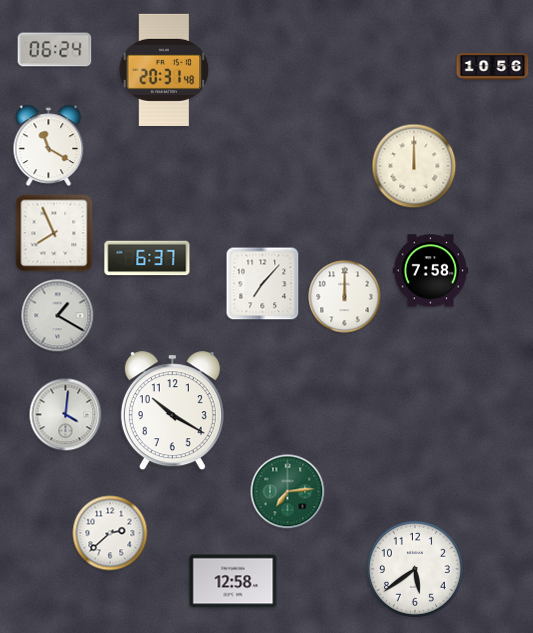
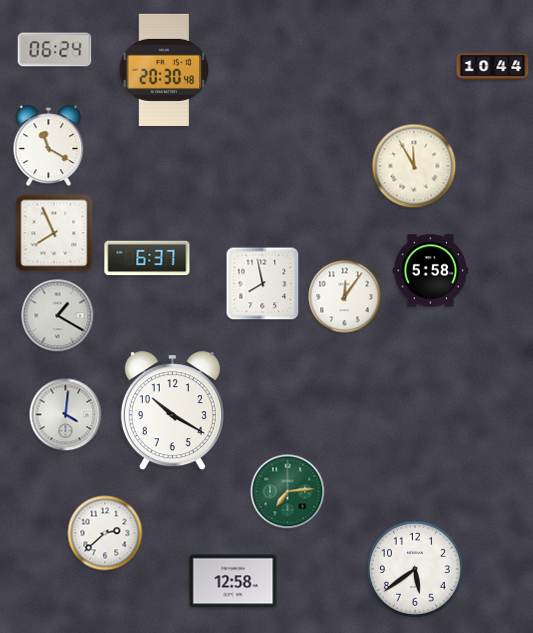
clock at (493, 67): 10:56 -> 10:44
clock at (164, 70): 20:31 -> 20:30
clock at (414, 166): 12:00 -> 11:55
clock at (431, 271): 7:58 -> 5:58
clock at (263, 284): 7:07 -> 7:58
clock at (345, 297): 12:00 -> 12:06
clock at (110, 533) position: (110, 533) -> (105, 533)
